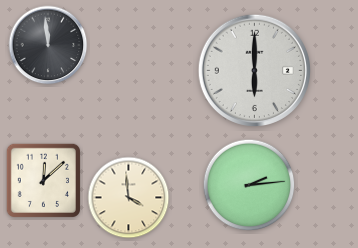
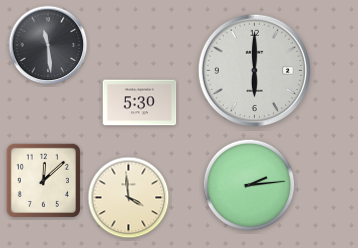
clock at (48, 45): 11:59 -> 11:29
clock at (140, 103): none -> 5:30
